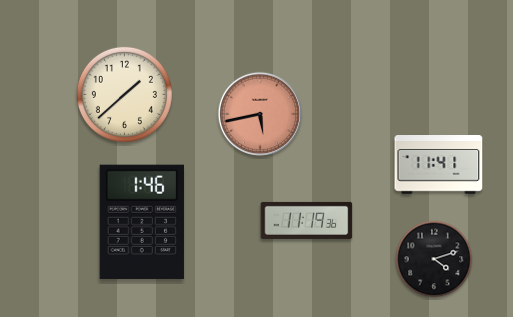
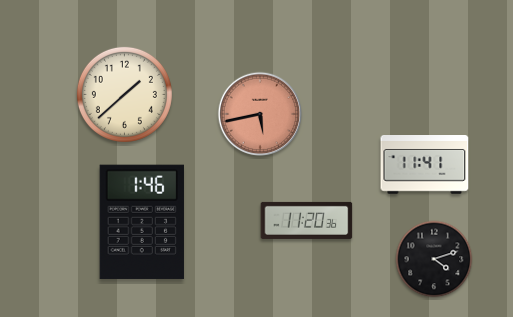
clock at (439, 165) position: (439, 165) -> (425, 165)
clock at (307, 220): 11:19 -> 11:20
